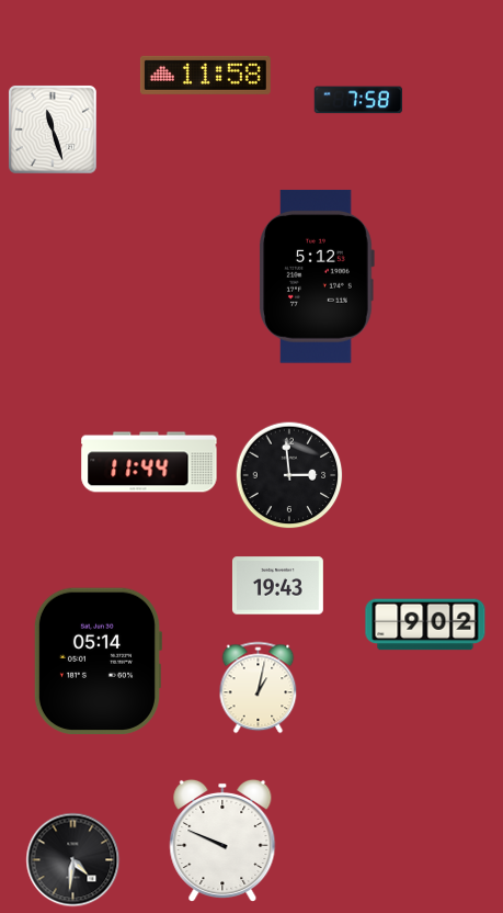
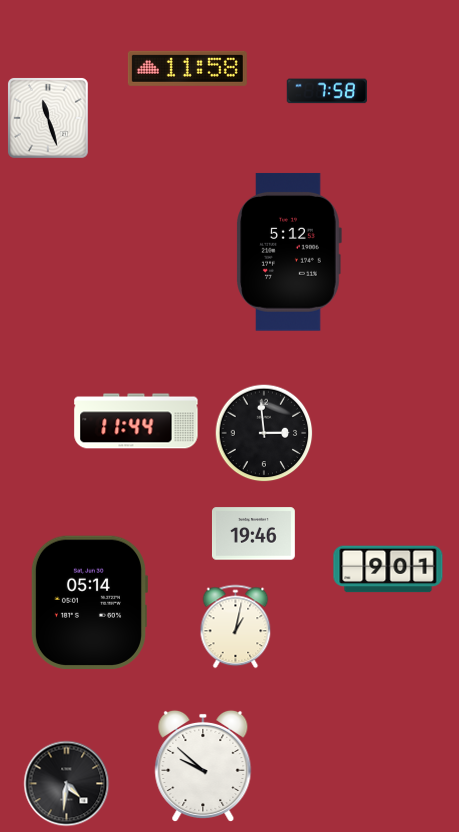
clock at (277, 586): 19:43 -> 19:46
clock at (425, 624): 9:02 -> 9:01
clock at (222, 841): 9:49 -> 9:52
